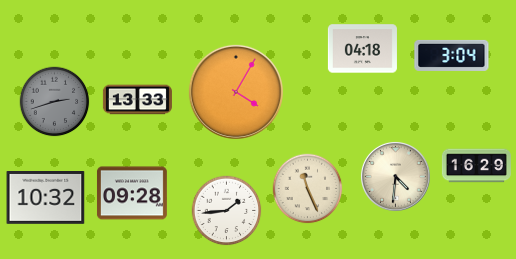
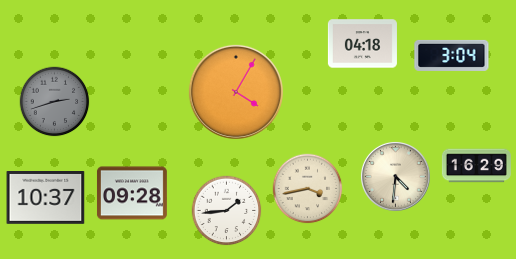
clock at (362, 49) position: (362, 49) -> (362, 44)
clock at (137, 100): 13:33 -> none
clock at (308, 189): 11:26 -> 3:43
clock at (46, 198): 10:32 -> 10:37
